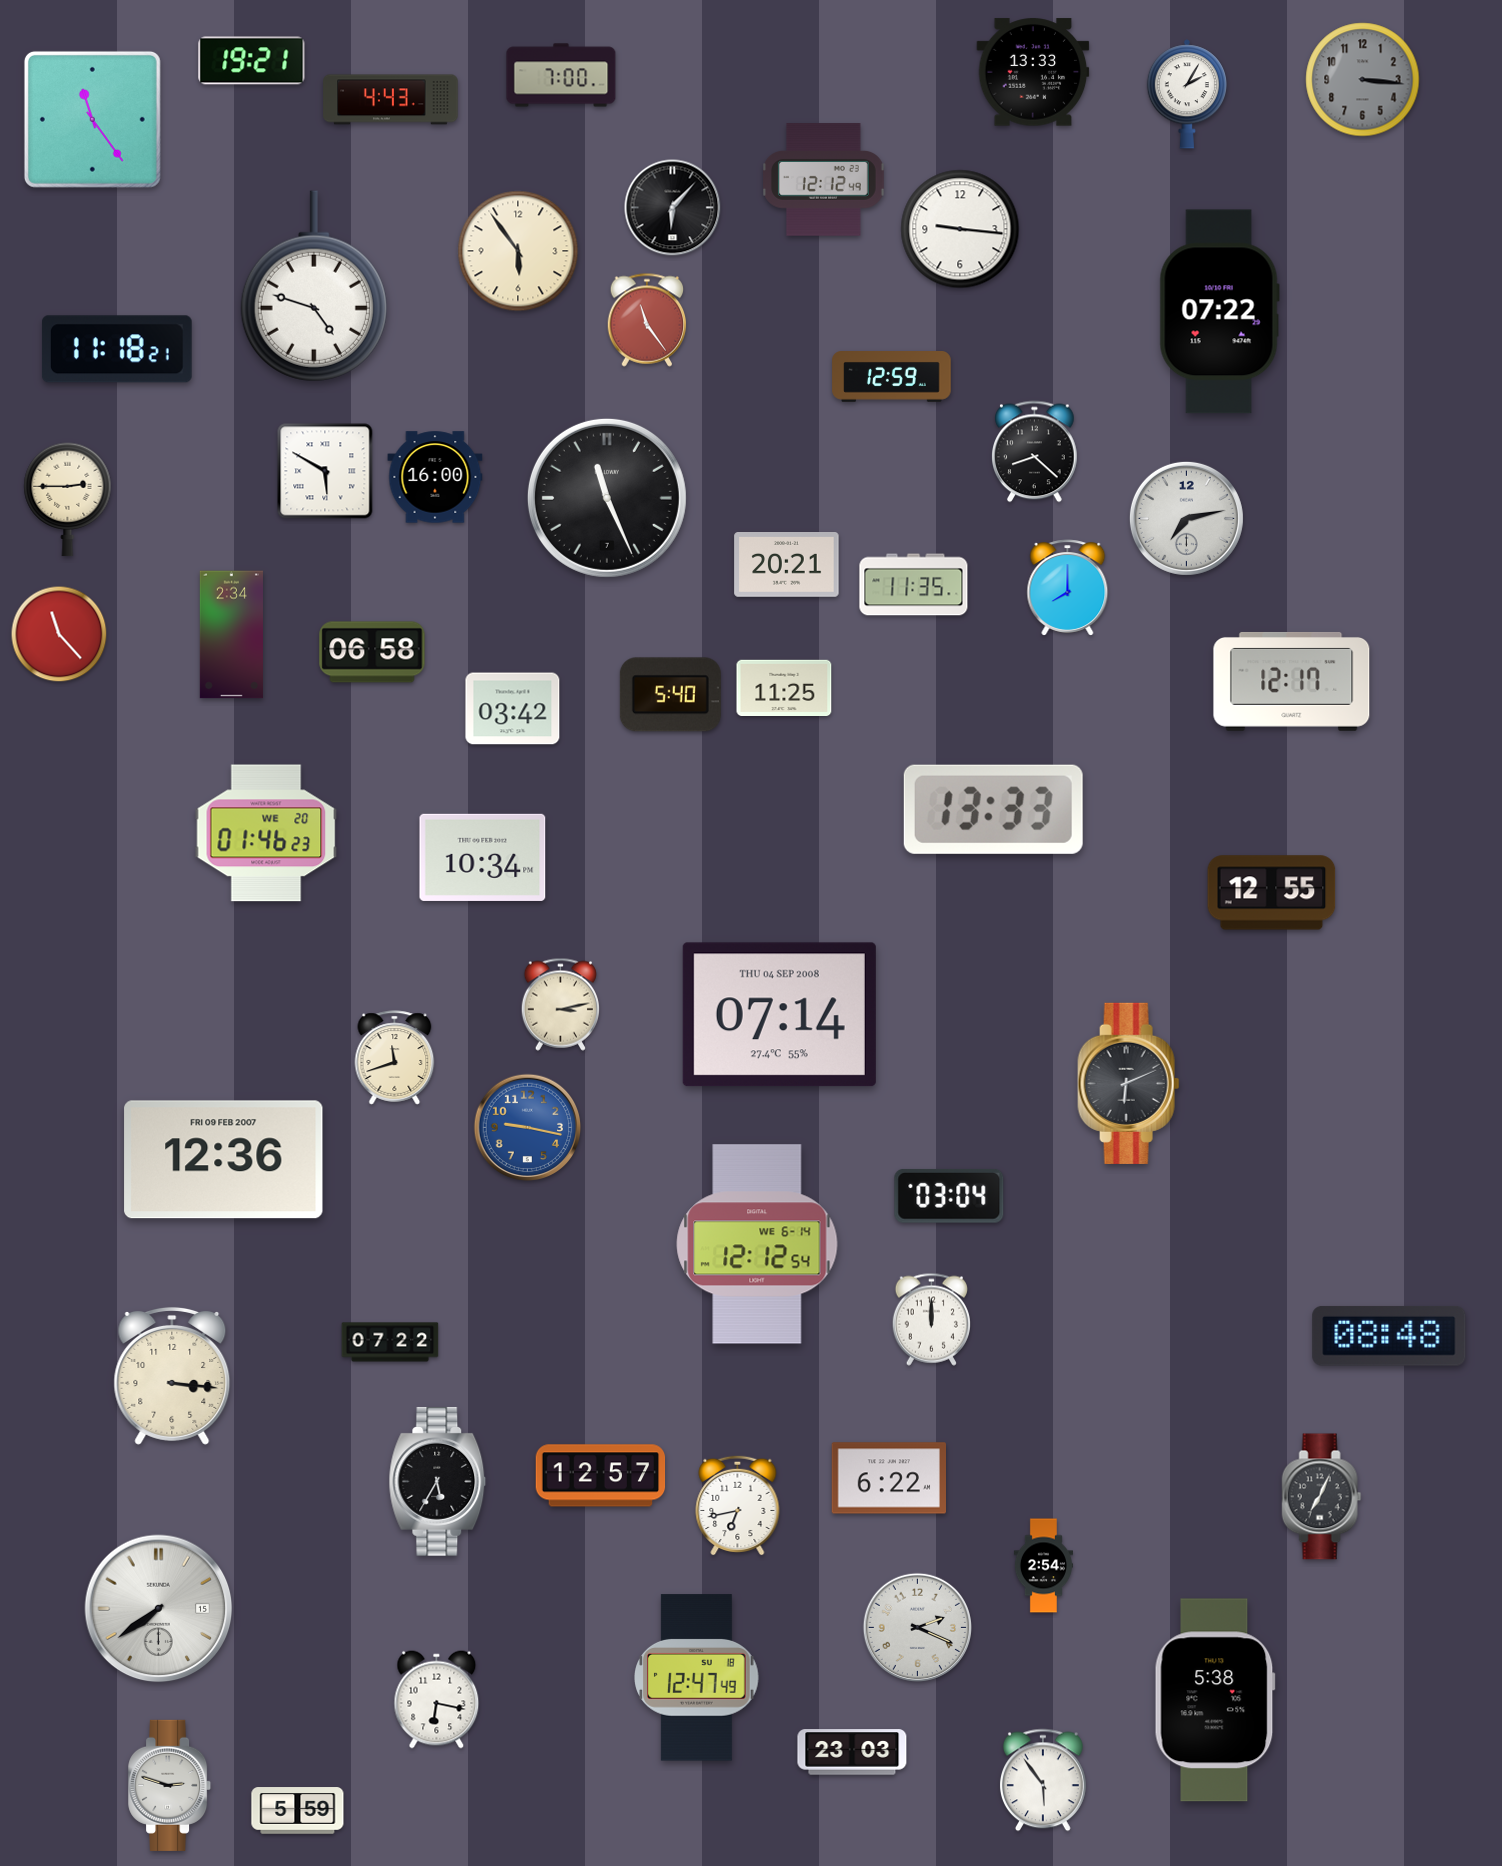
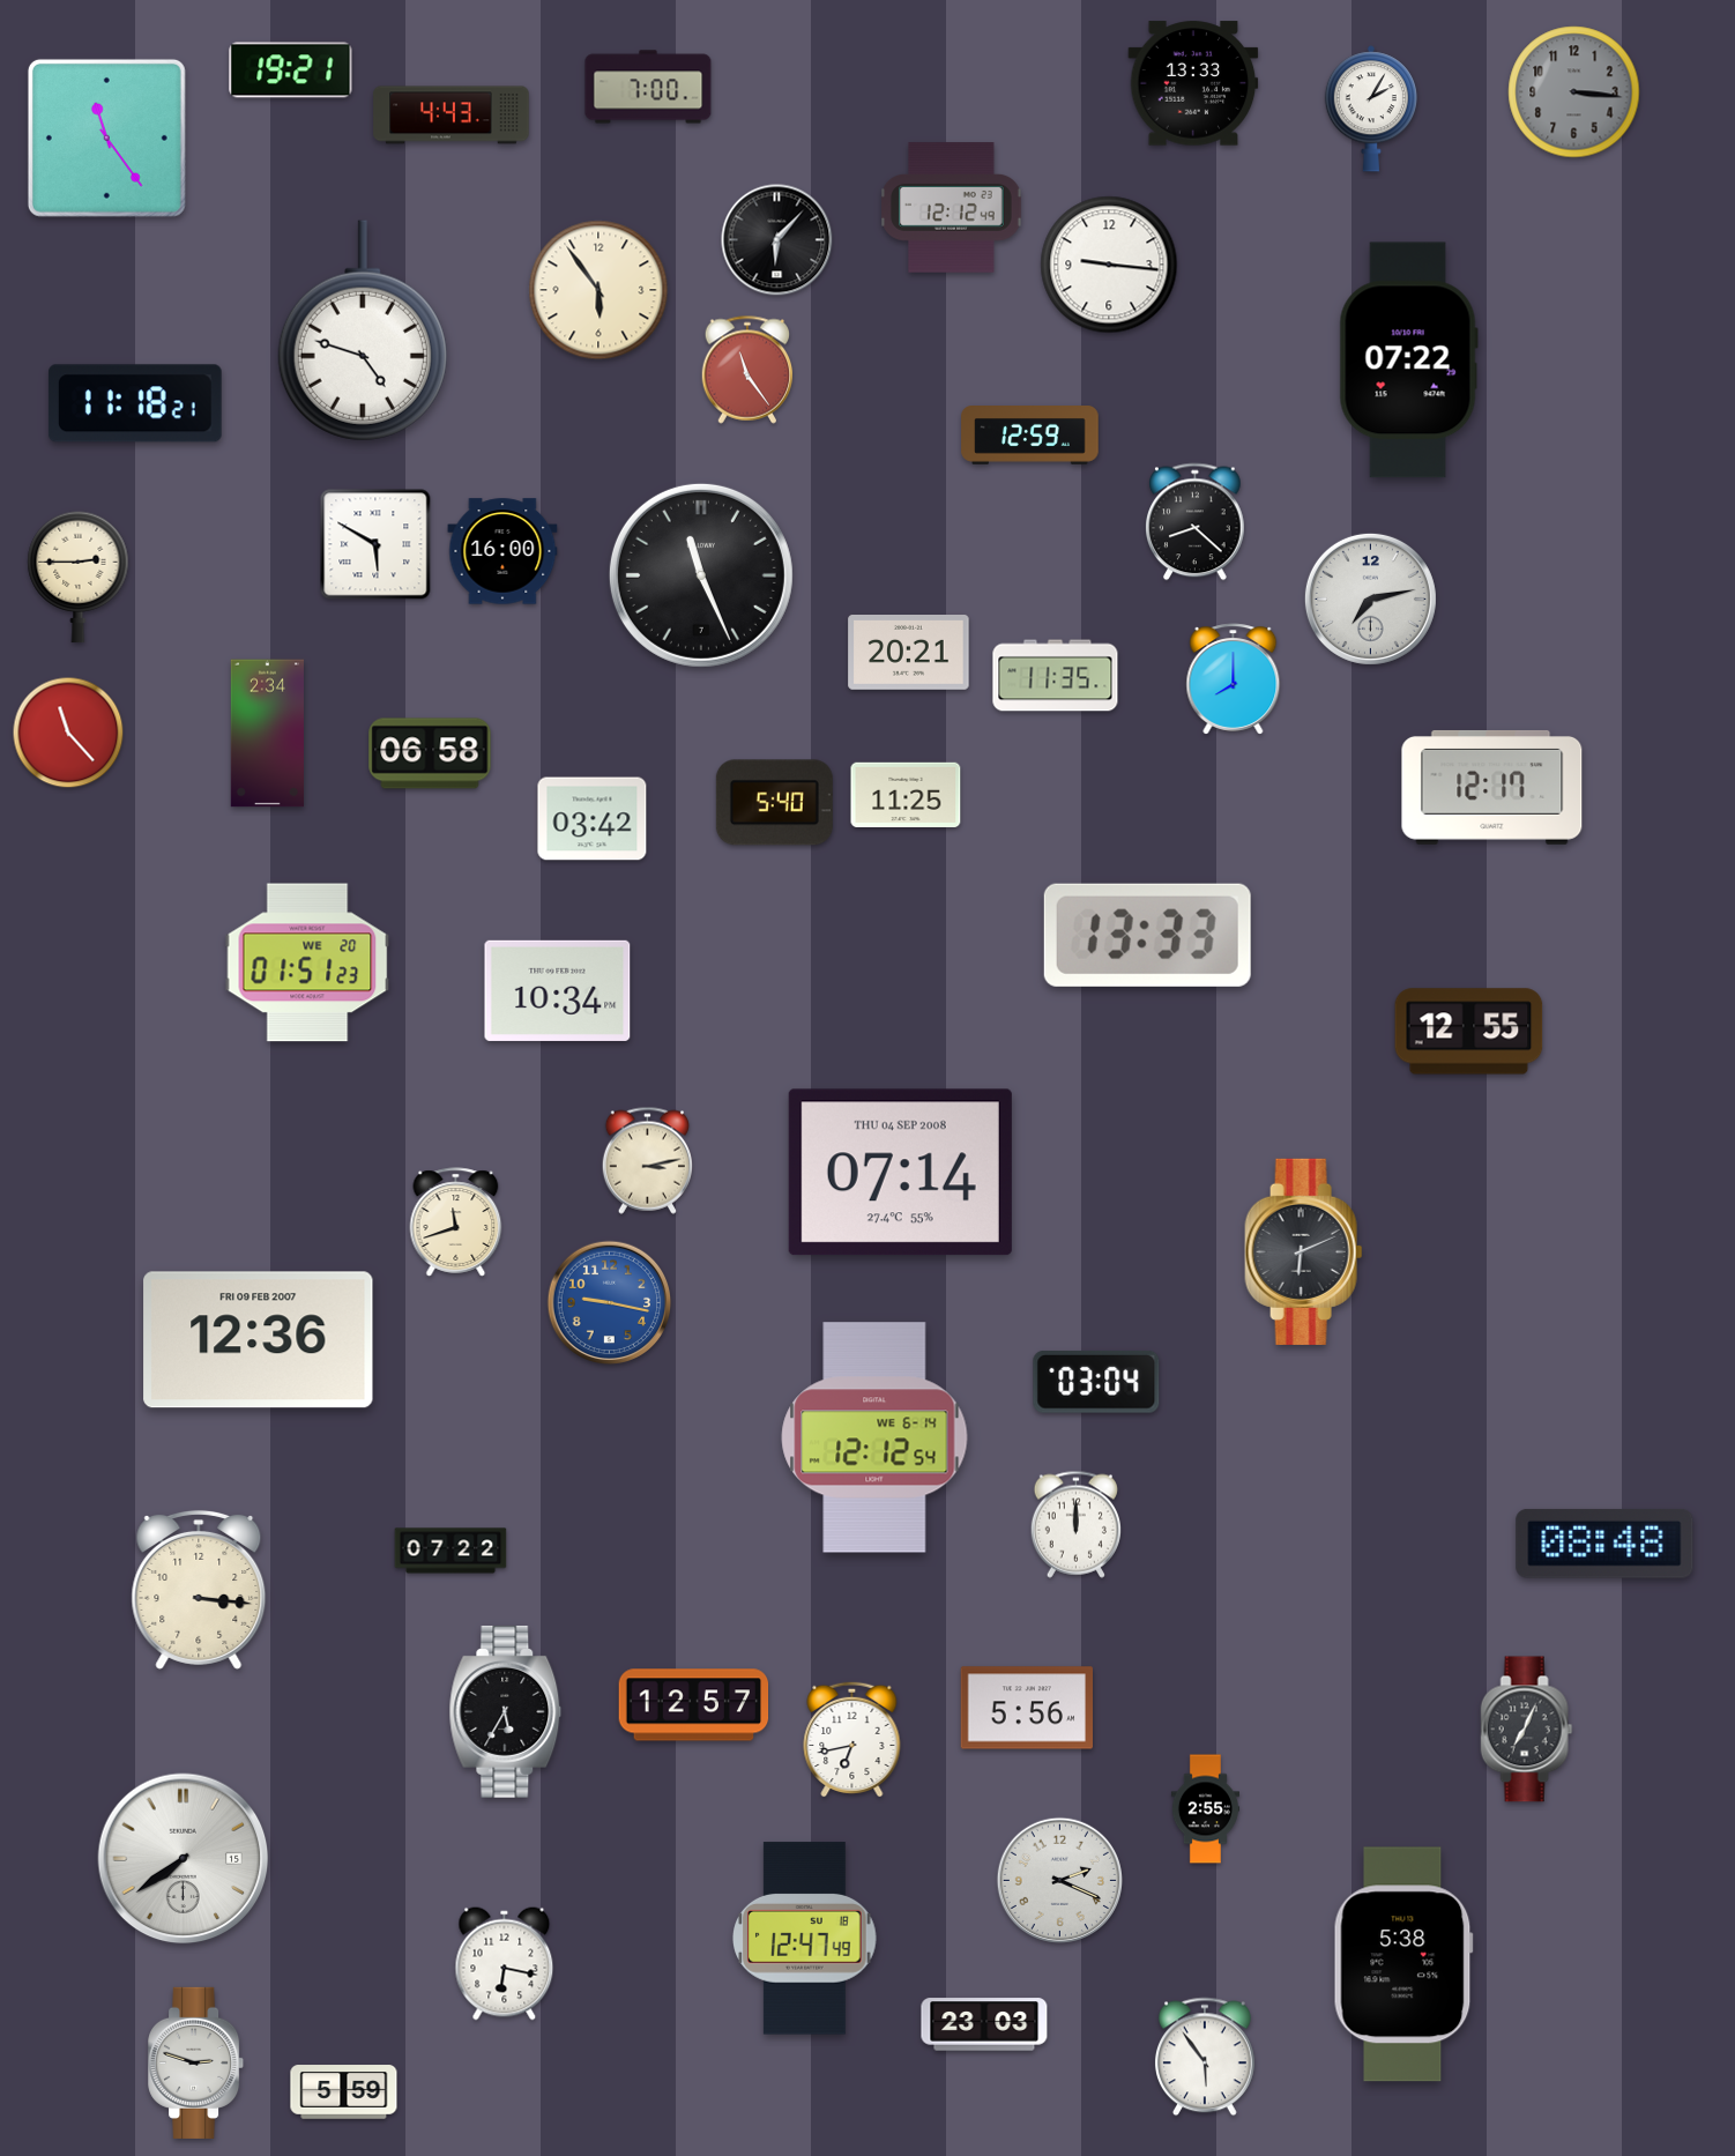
clock at (266, 833): 01:46 -> 01:51
clock at (888, 1478): 6:22 -> 5:56
clock at (1043, 1566): 2:54 -> 2:55
